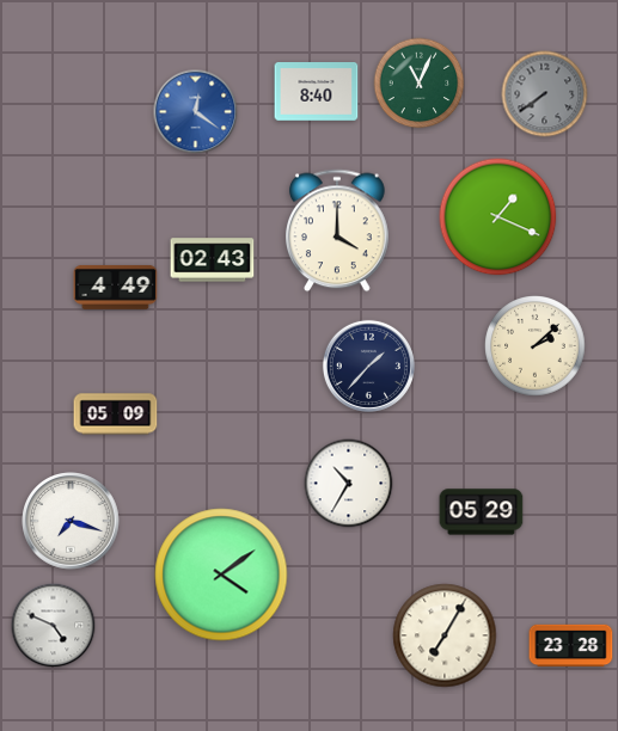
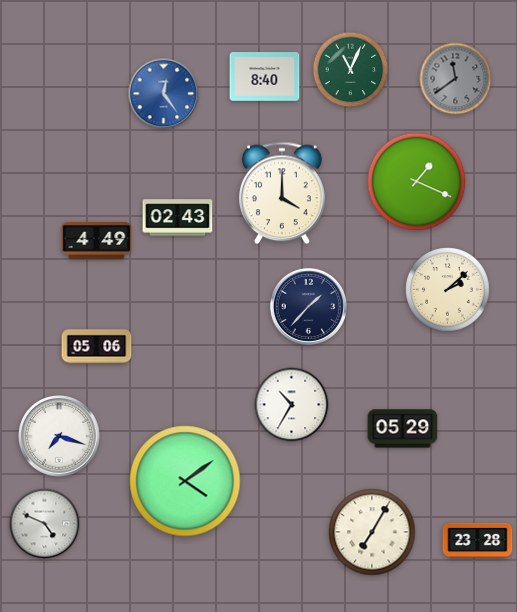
clock at (545, 94): 7:39 -> 11:39
clock at (196, 112): 12:21 -> 12:24
clock at (116, 414): 05:09 -> 05:06
